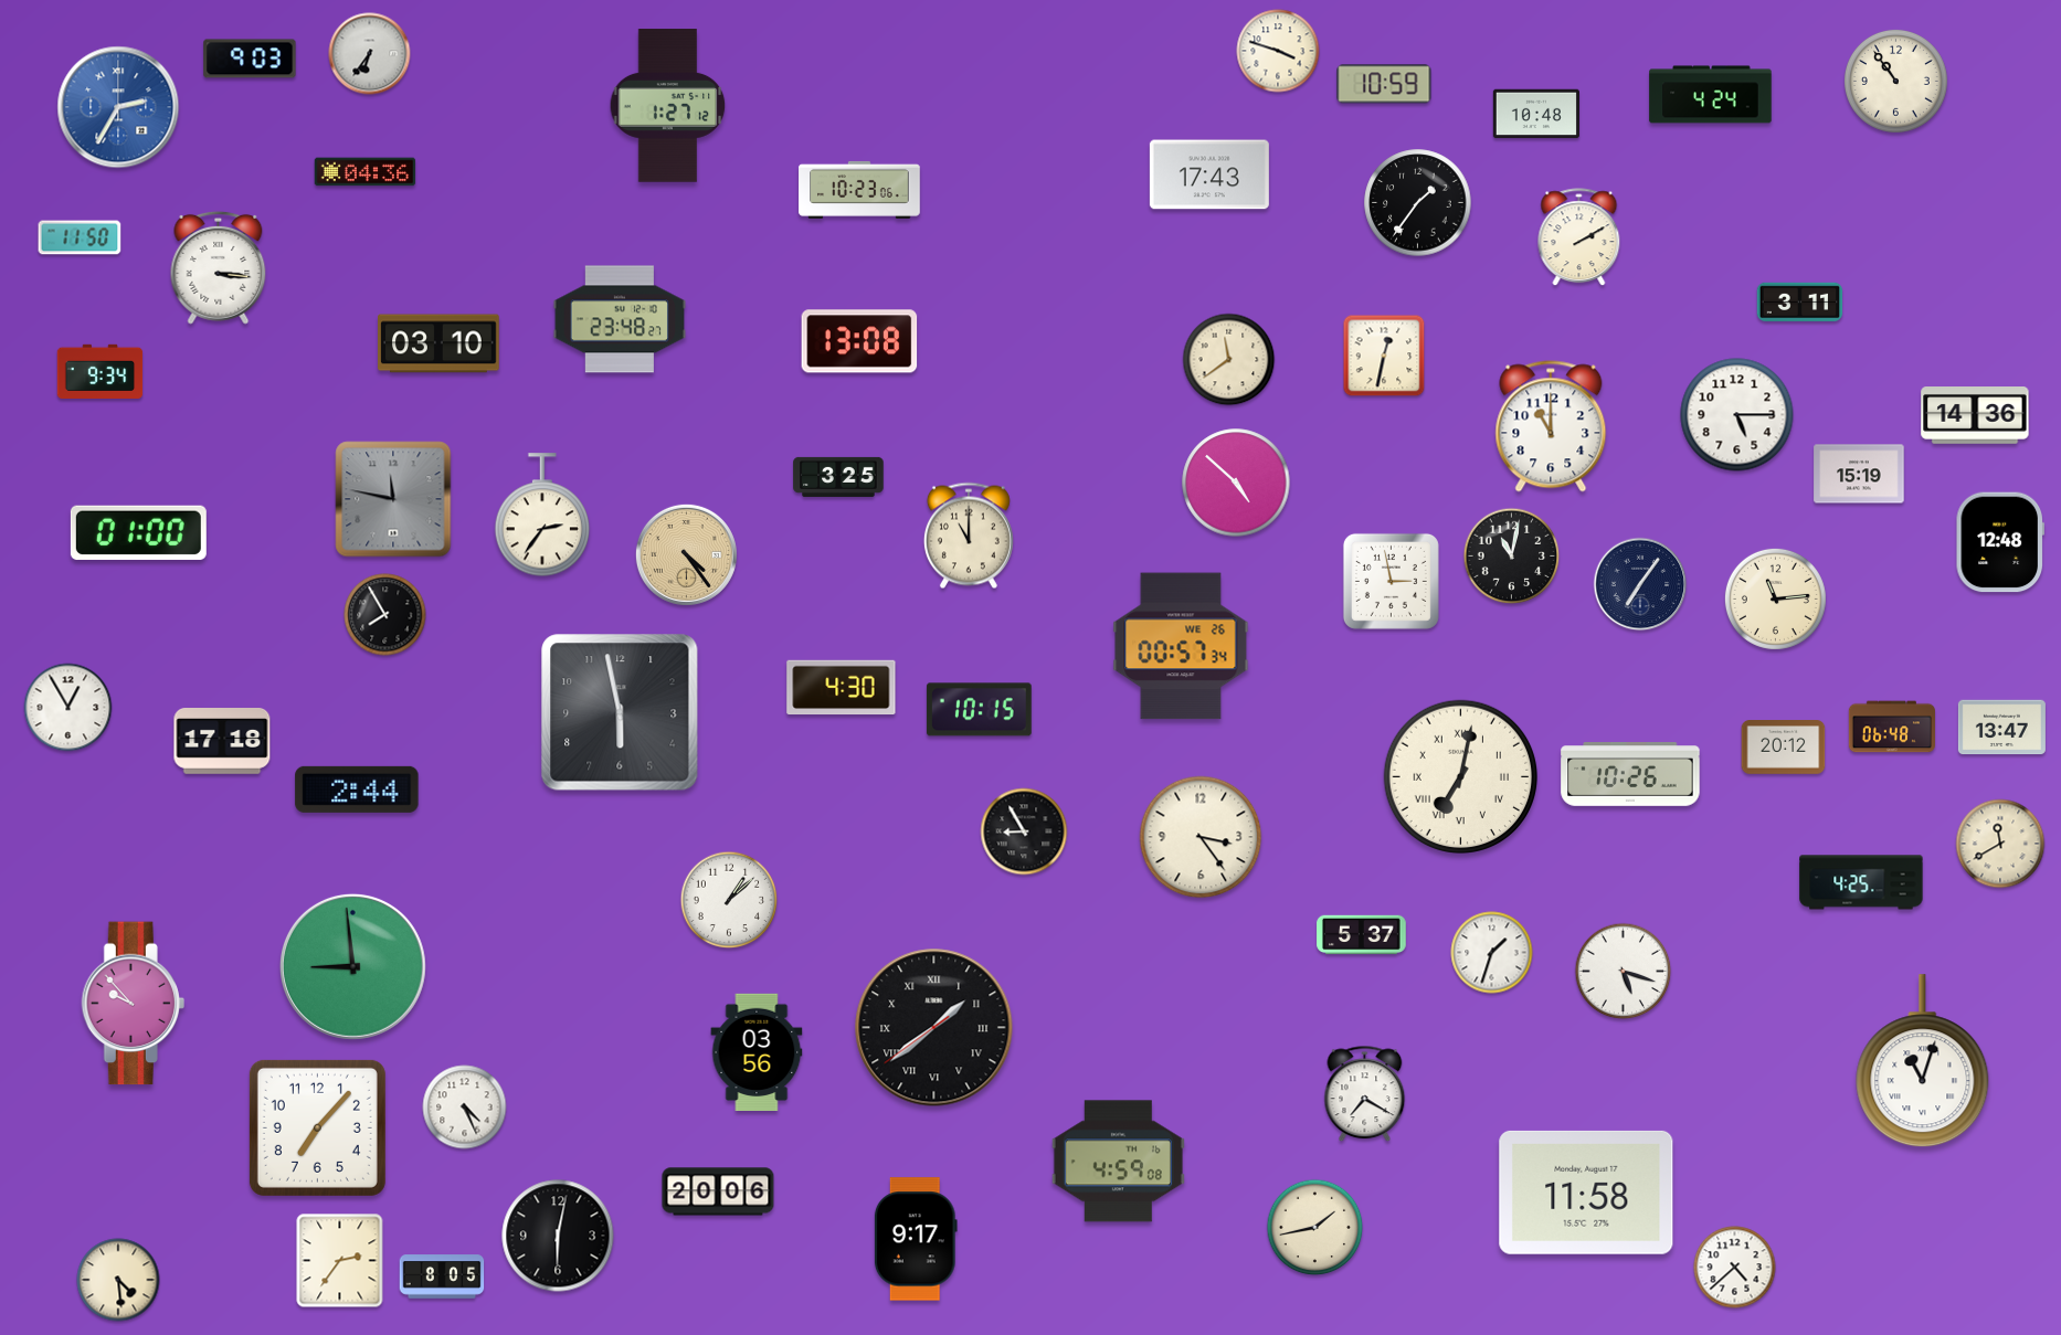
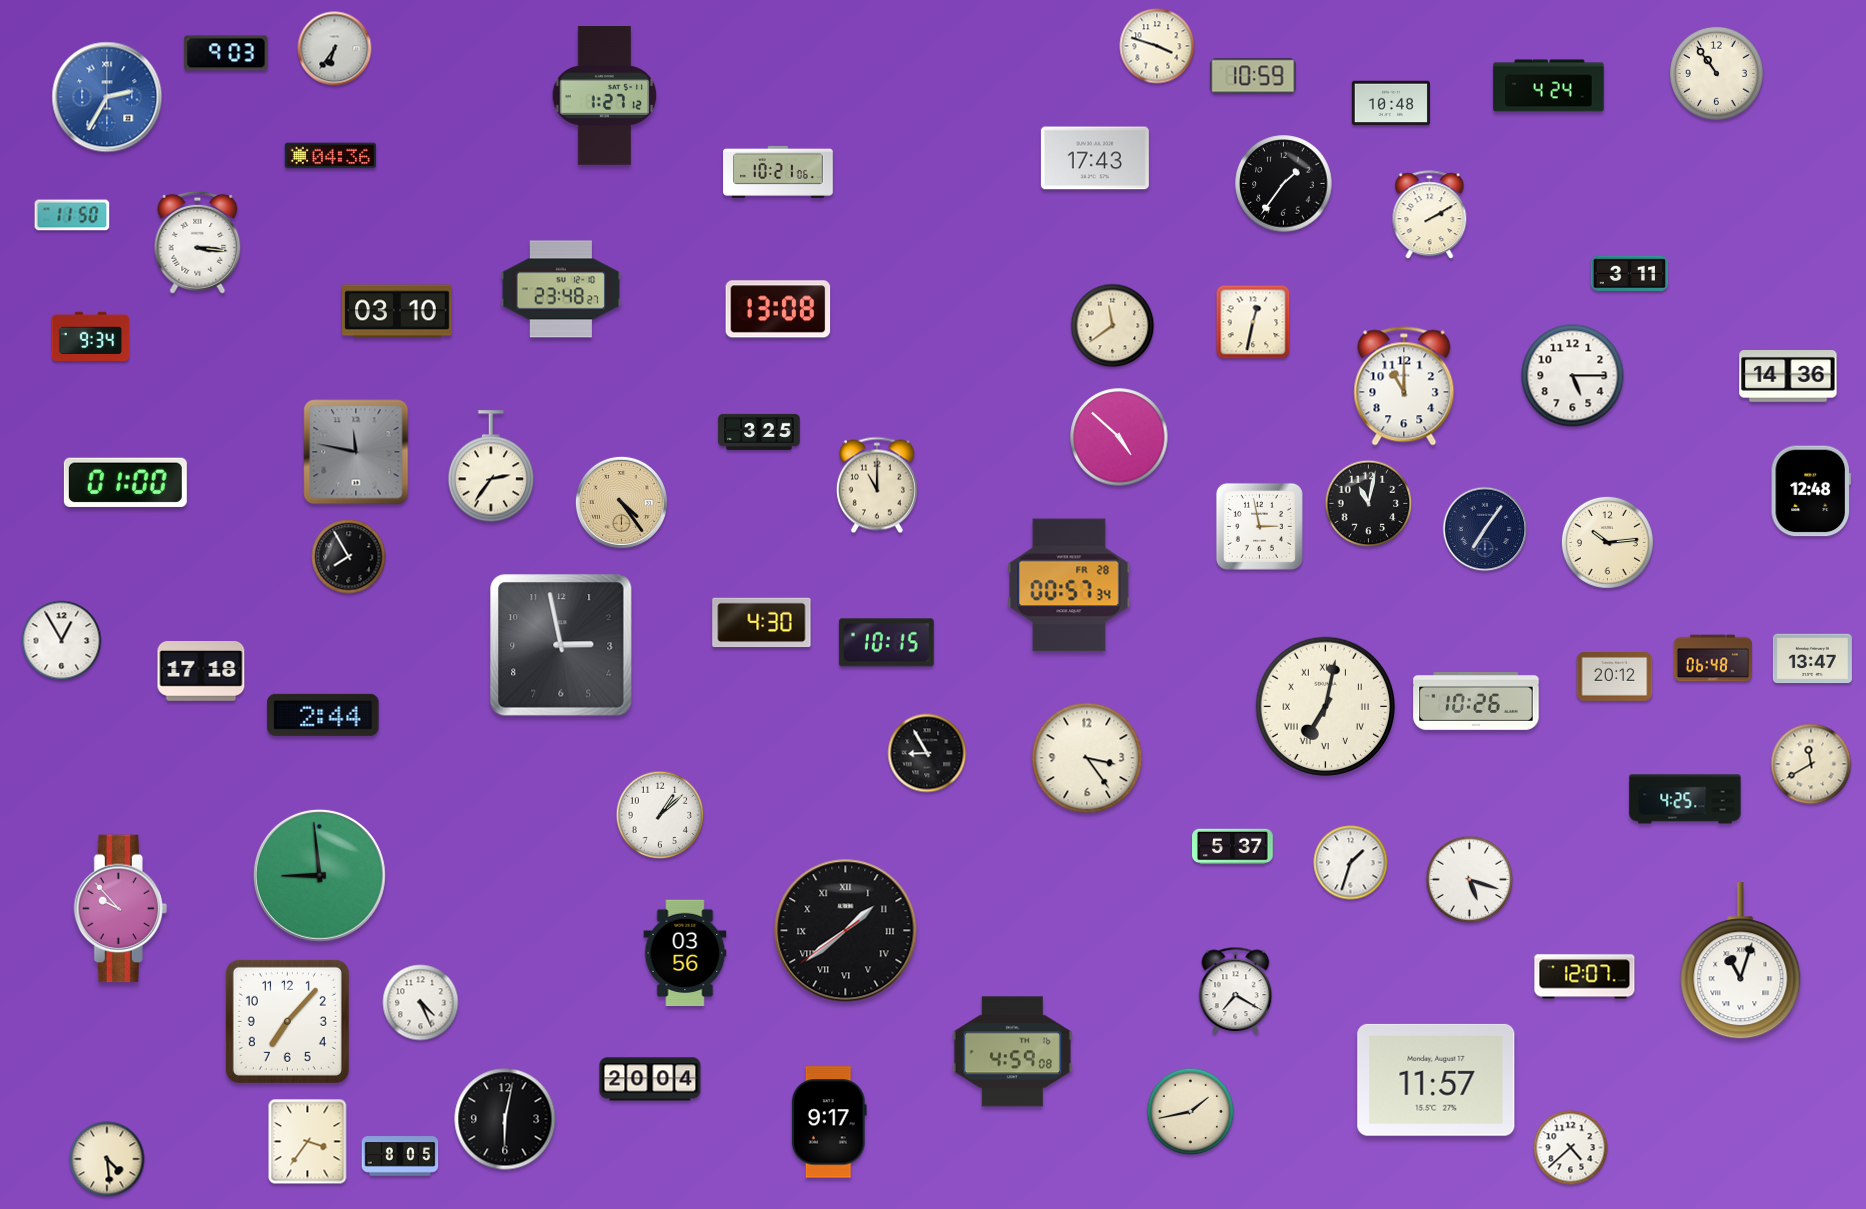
clock at (859, 190): 10:23 -> 10:21
clock at (1859, 474): 15:19 -> none
clock at (1775, 598): 11:14 -> 10:14
clock at (1181, 646) date: WE 26 -> FR 28
clock at (620, 712): 5:58 -> 2:58
clock at (1461, 777) position: (1461, 777) -> (1326, 707)
clock at (1585, 977): none -> 12:07
clock at (718, 1191): 20:06 -> 20:04
clock at (1586, 1193): 11:58 -> 11:57
clock at (340, 1261): 2:36 -> 3:36
